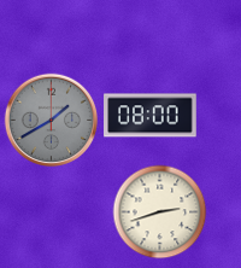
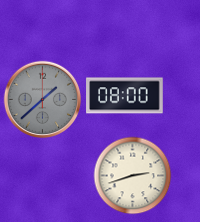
clock at (51, 120): 1:40 -> 1:38
